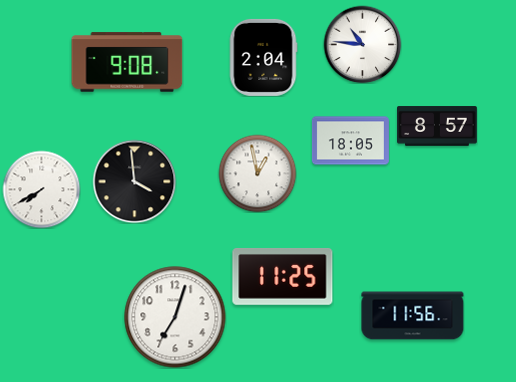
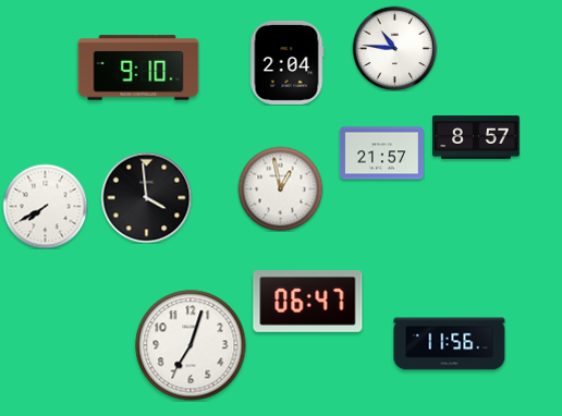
clock at (127, 62): 9:08 -> 9:10
clock at (350, 141): 18:05 -> 21:57
clock at (283, 277): 11:25 -> 06:47
